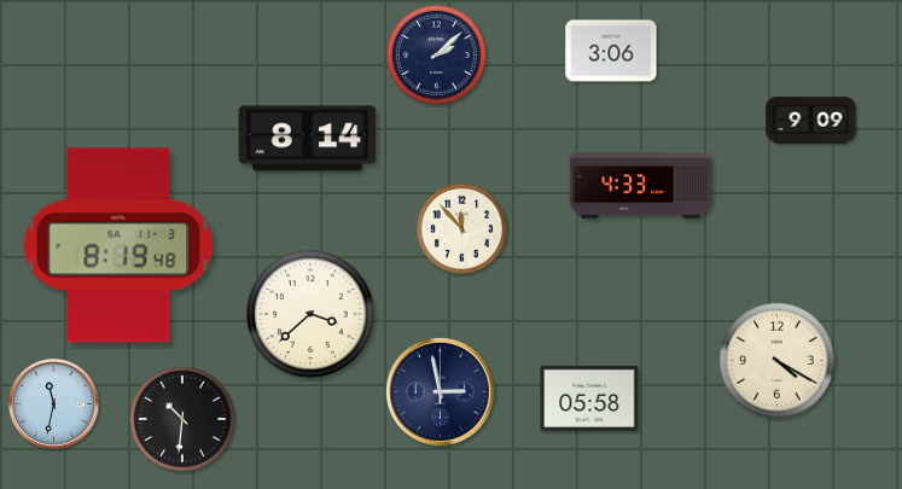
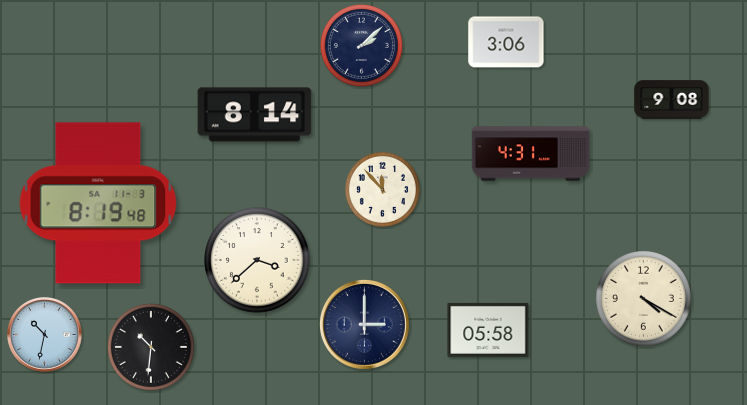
clock at (811, 121): 9:09 -> 9:08
clock at (641, 186): 4:33 -> 4:31
clock at (440, 391): 2:58 -> 3:00
clock at (54, 404): 11:32 -> 10:32
